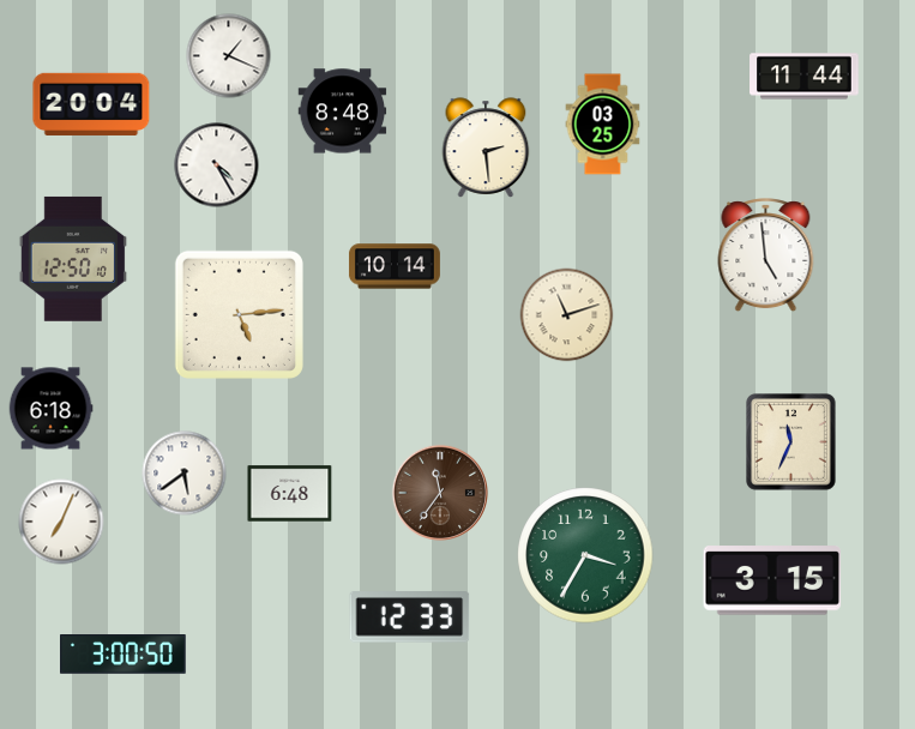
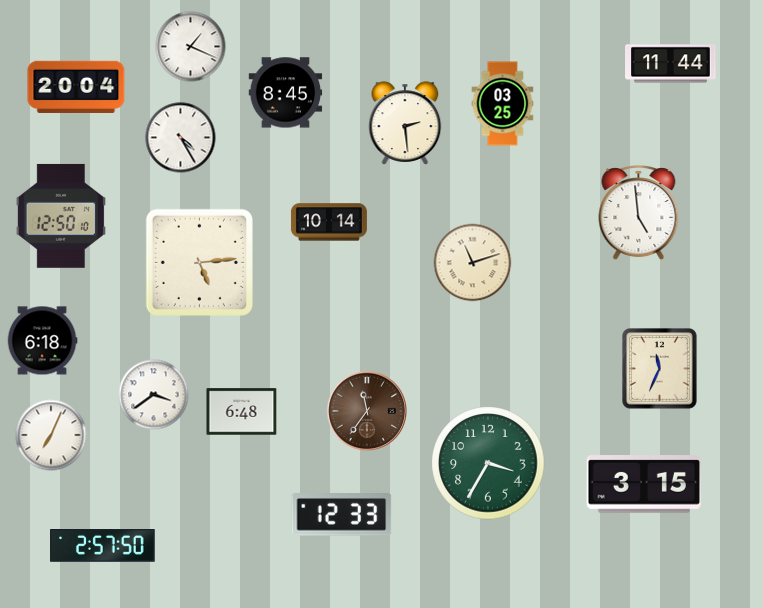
clock at (343, 112): 8:48 -> 8:45
clock at (185, 474): 5:39 -> 3:39
clock at (124, 655): 3:00 -> 2:57
